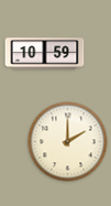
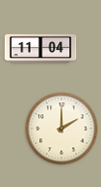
clock at (45, 54): 10:59 -> 11:04
